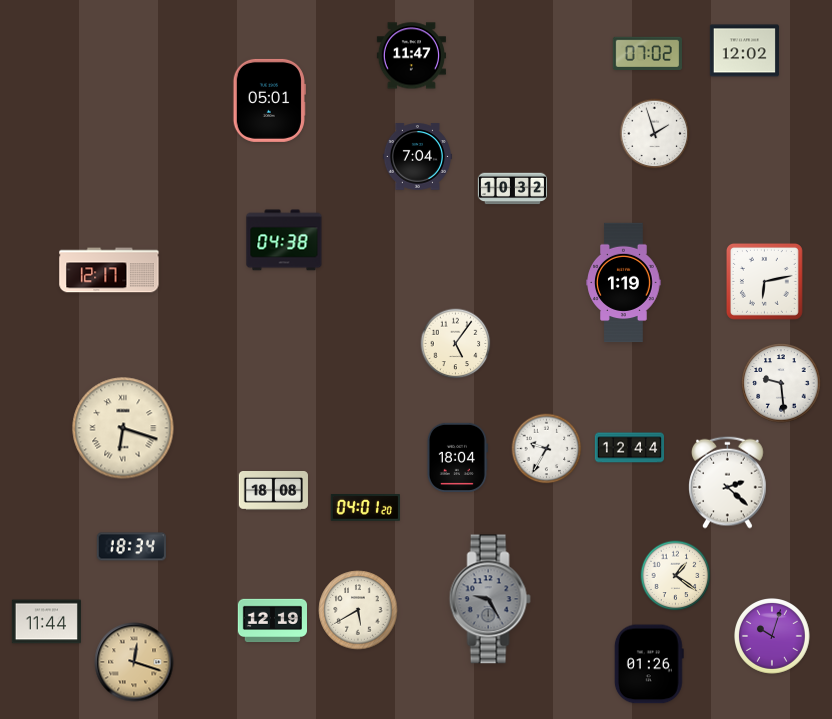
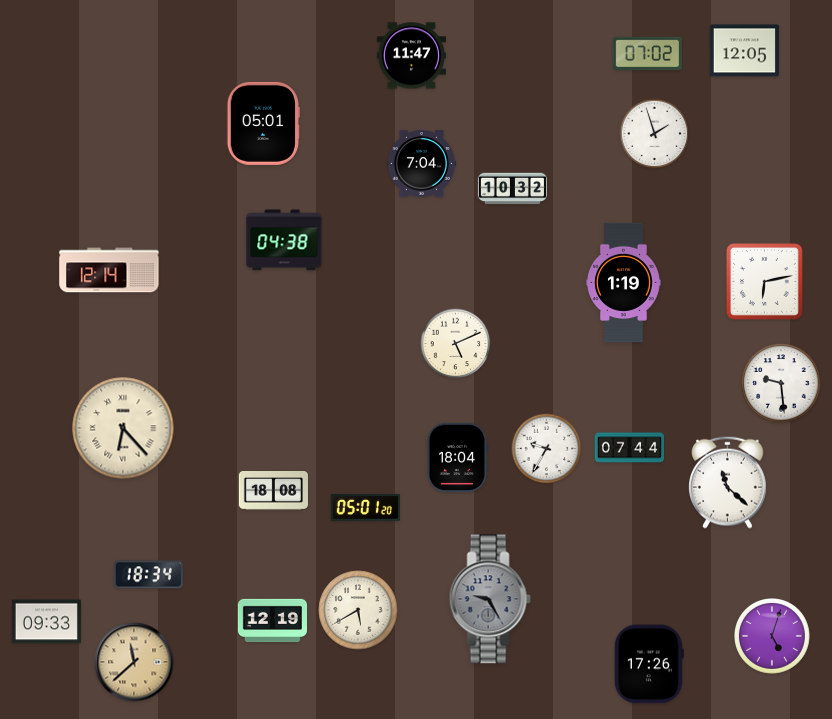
clock at (744, 51): 12:02 -> 12:05
clock at (269, 100) position: (269, 100) -> (263, 123)
clock at (417, 157) position: (417, 157) -> (421, 164)
clock at (109, 270): 12:17 -> 12:14
clock at (456, 344): 5:06 -> 5:11
clock at (123, 428): 6:18 -> 6:23
clock at (629, 448): 12:44 -> 07:44
clock at (728, 482): 2:22 -> 11:22
clock at (365, 508): 04:01 -> 05:01
clock at (131, 547) position: (131, 547) -> (148, 575)
clock at (676, 576): 1:21 -> none
clock at (46, 622): 11:44 -> 09:33
clock at (773, 637): 10:03 -> 5:03
clock at (134, 662): 12:18 -> 11:38
clock at (649, 664): 01:26 -> 17:26
